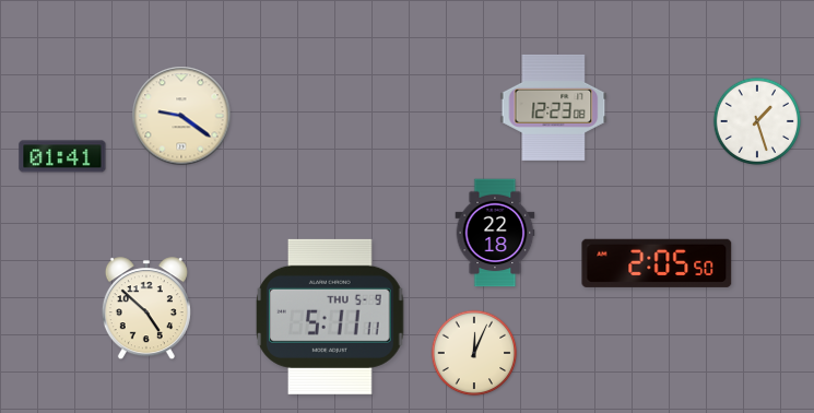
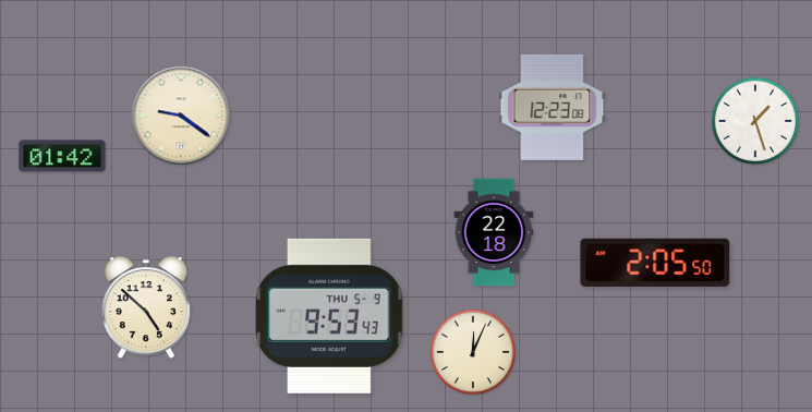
clock at (62, 156): 01:41 -> 01:42
clock at (331, 317): 5:11 -> 9:53
